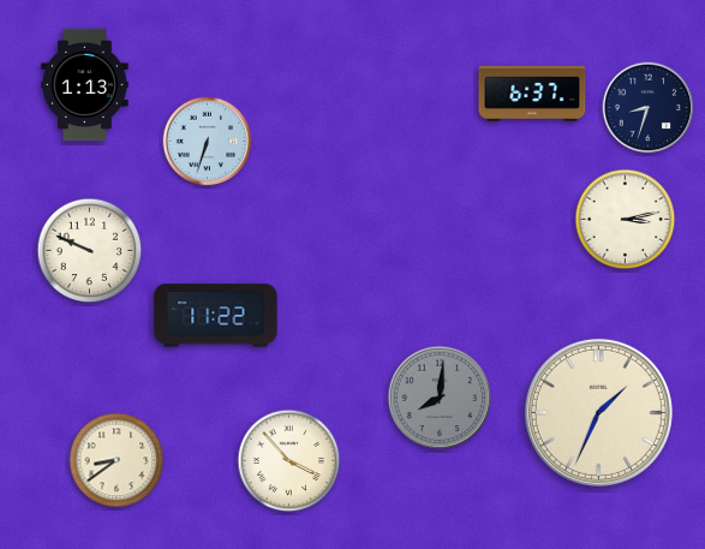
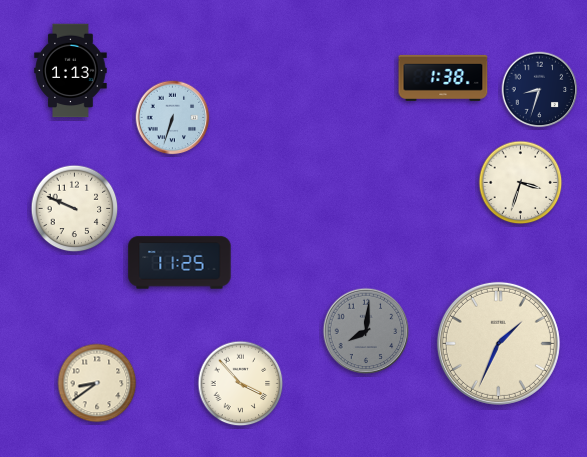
clock at (532, 94): 6:37 -> 1:38
clock at (626, 220): 3:13 -> 3:33
clock at (216, 316): 11:22 -> 11:25
